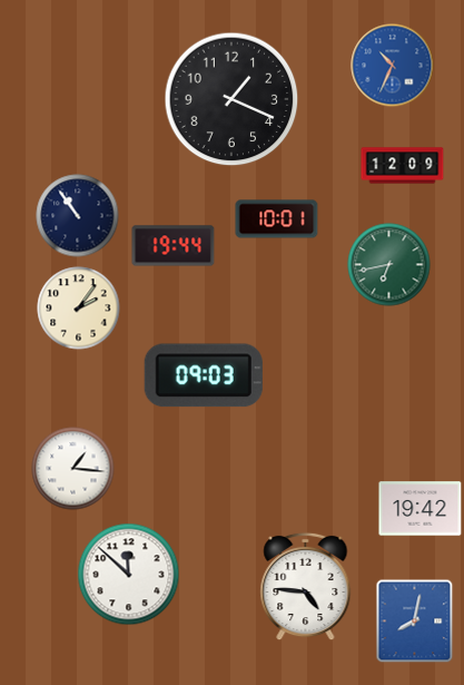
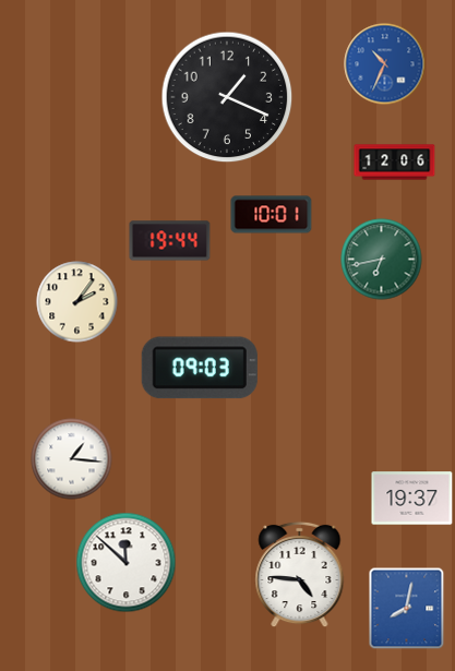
clock at (403, 166): 12:09 -> 12:06
clock at (78, 216): 10:54 -> none
clock at (421, 509): 19:42 -> 19:37
